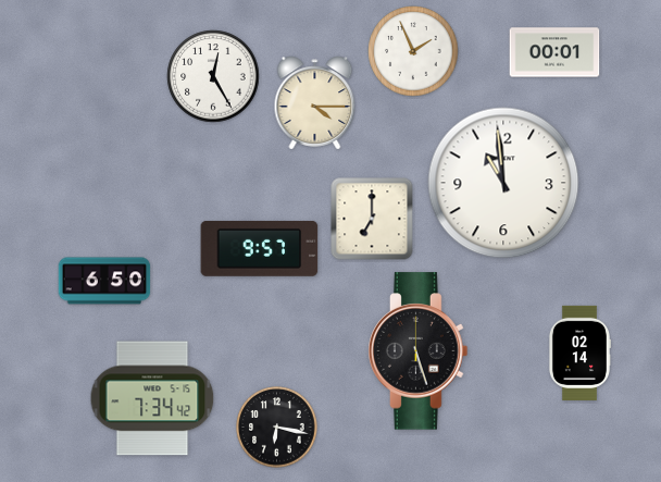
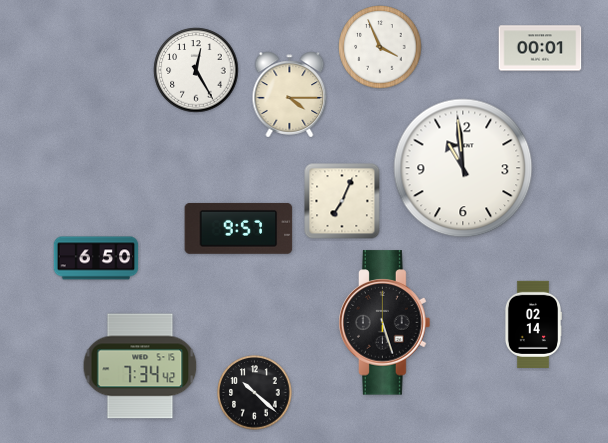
clock at (413, 51): 1:56 -> 3:56
clock at (554, 52) position: (554, 52) -> (540, 48)
clock at (372, 219): 7:00 -> 7:04
clock at (277, 428): 6:17 -> 10:22
